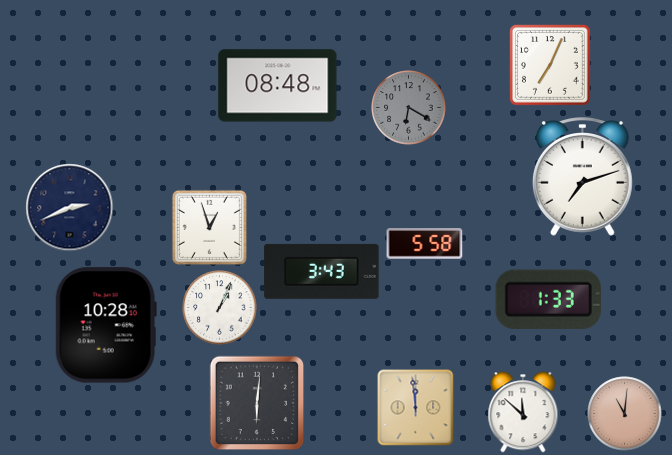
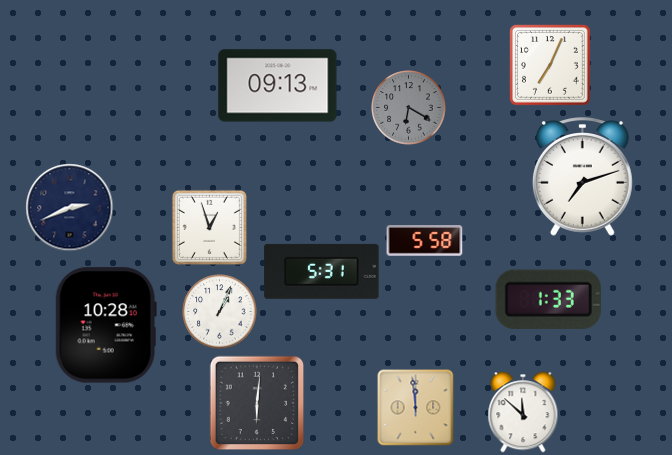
clock at (278, 86): 08:48 -> 09:13
clock at (425, 244) position: (425, 244) -> (425, 241)
clock at (322, 271): 3:43 -> 5:31
clock at (220, 308) position: (220, 308) -> (220, 312)
clock at (625, 414): 11:01 -> none
